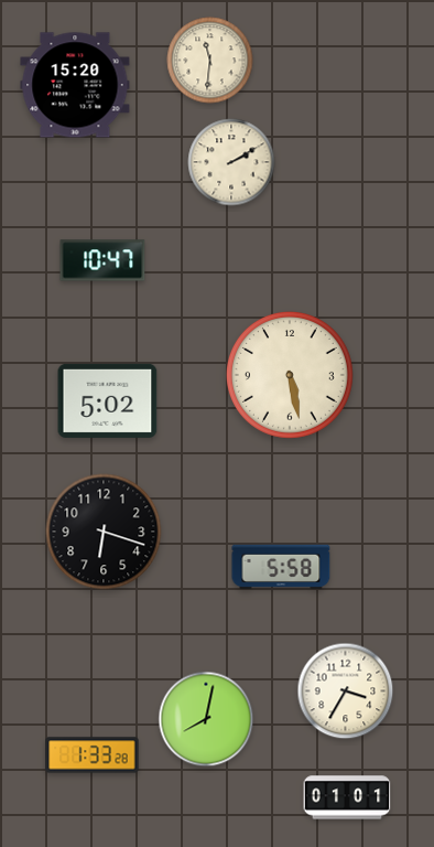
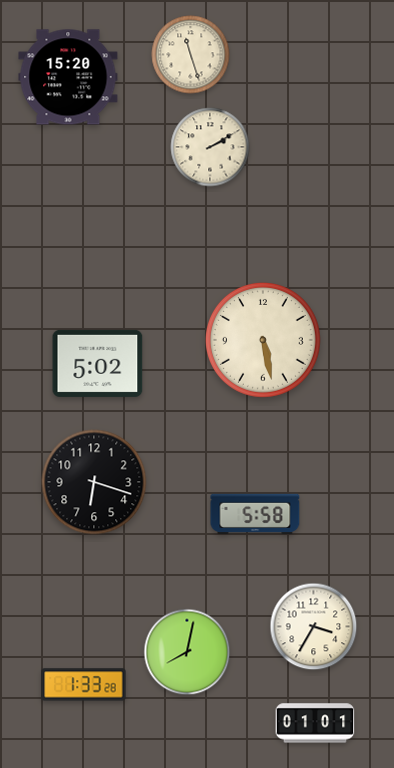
clock at (210, 61): 11:31 -> 11:27
clock at (102, 260): 10:47 -> none
